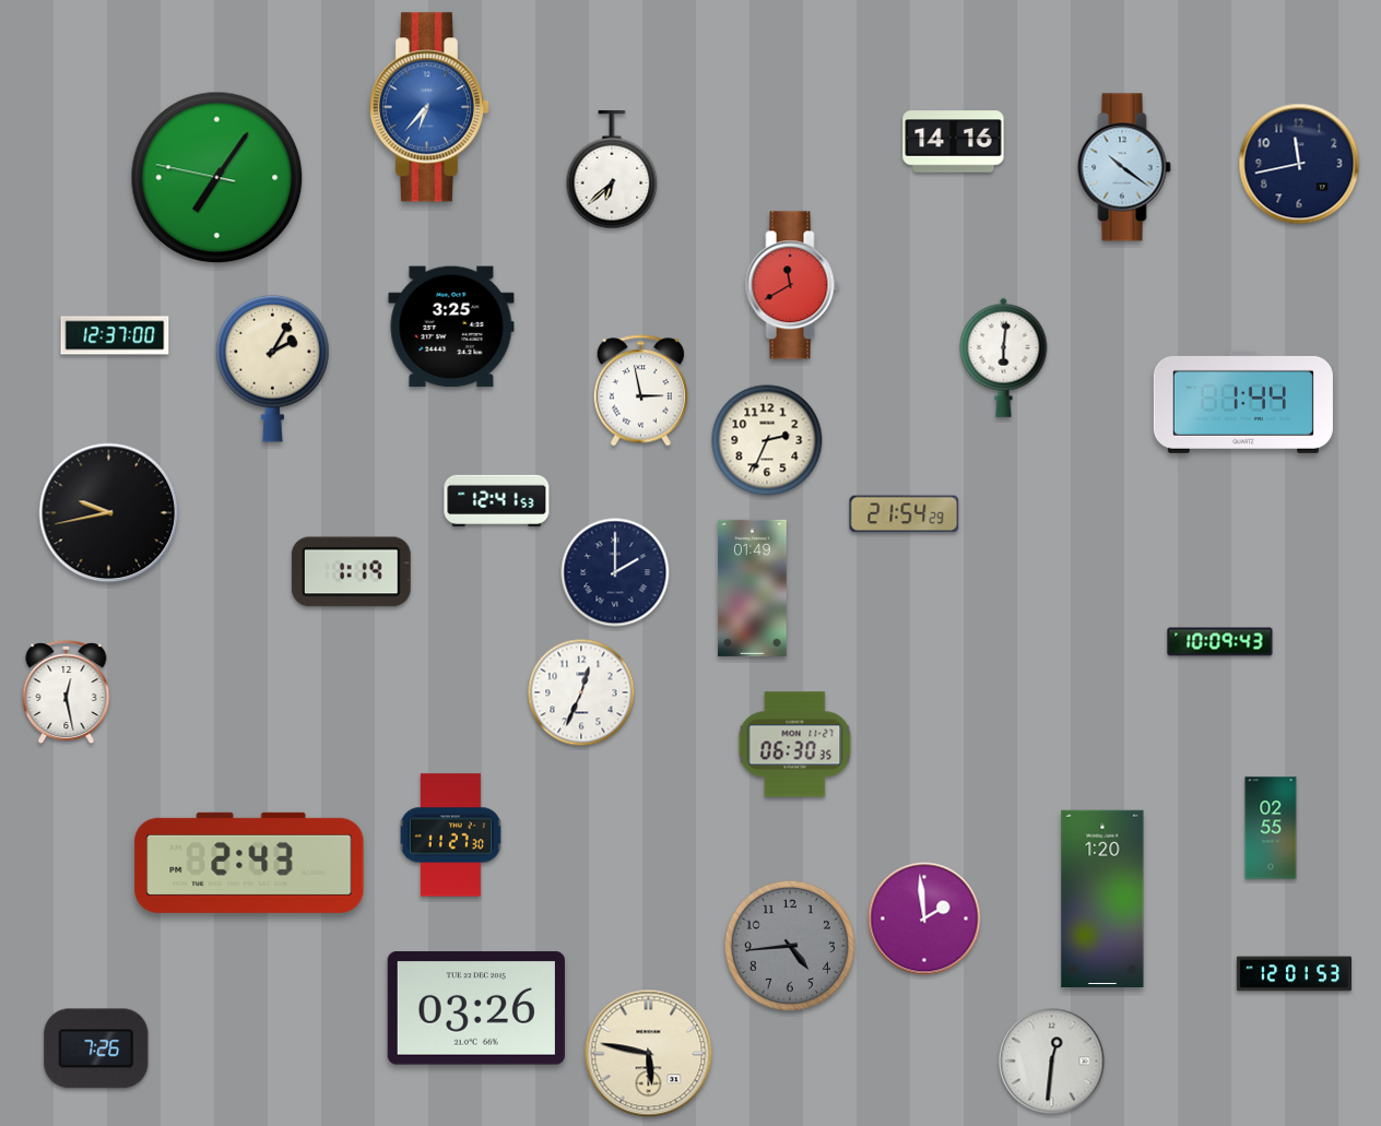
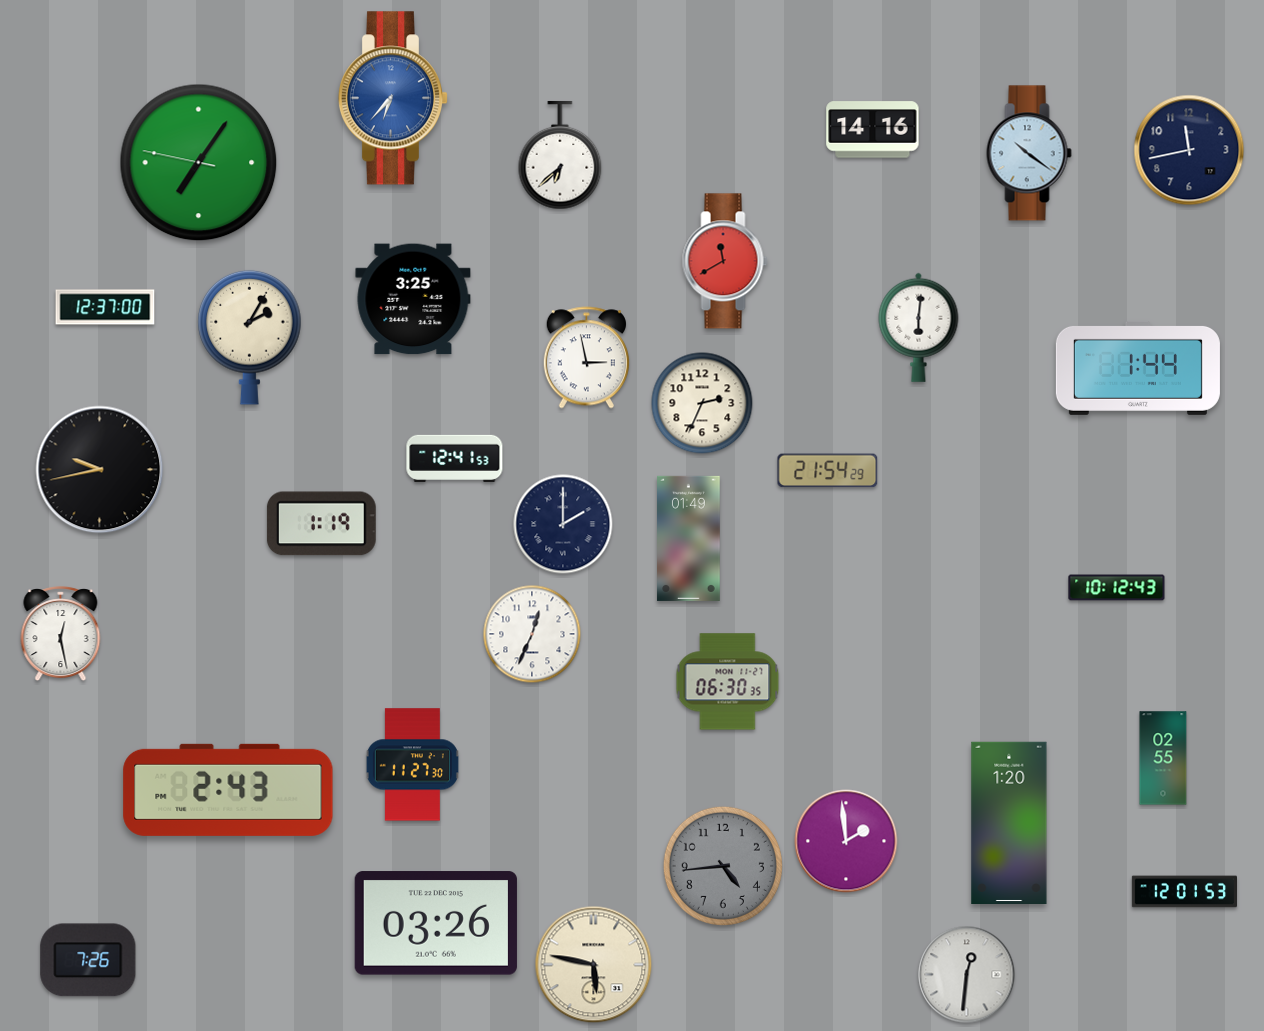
clock at (1220, 642): 10:09 -> 10:12
clock at (1052, 1062) position: (1052, 1062) -> (967, 975)
